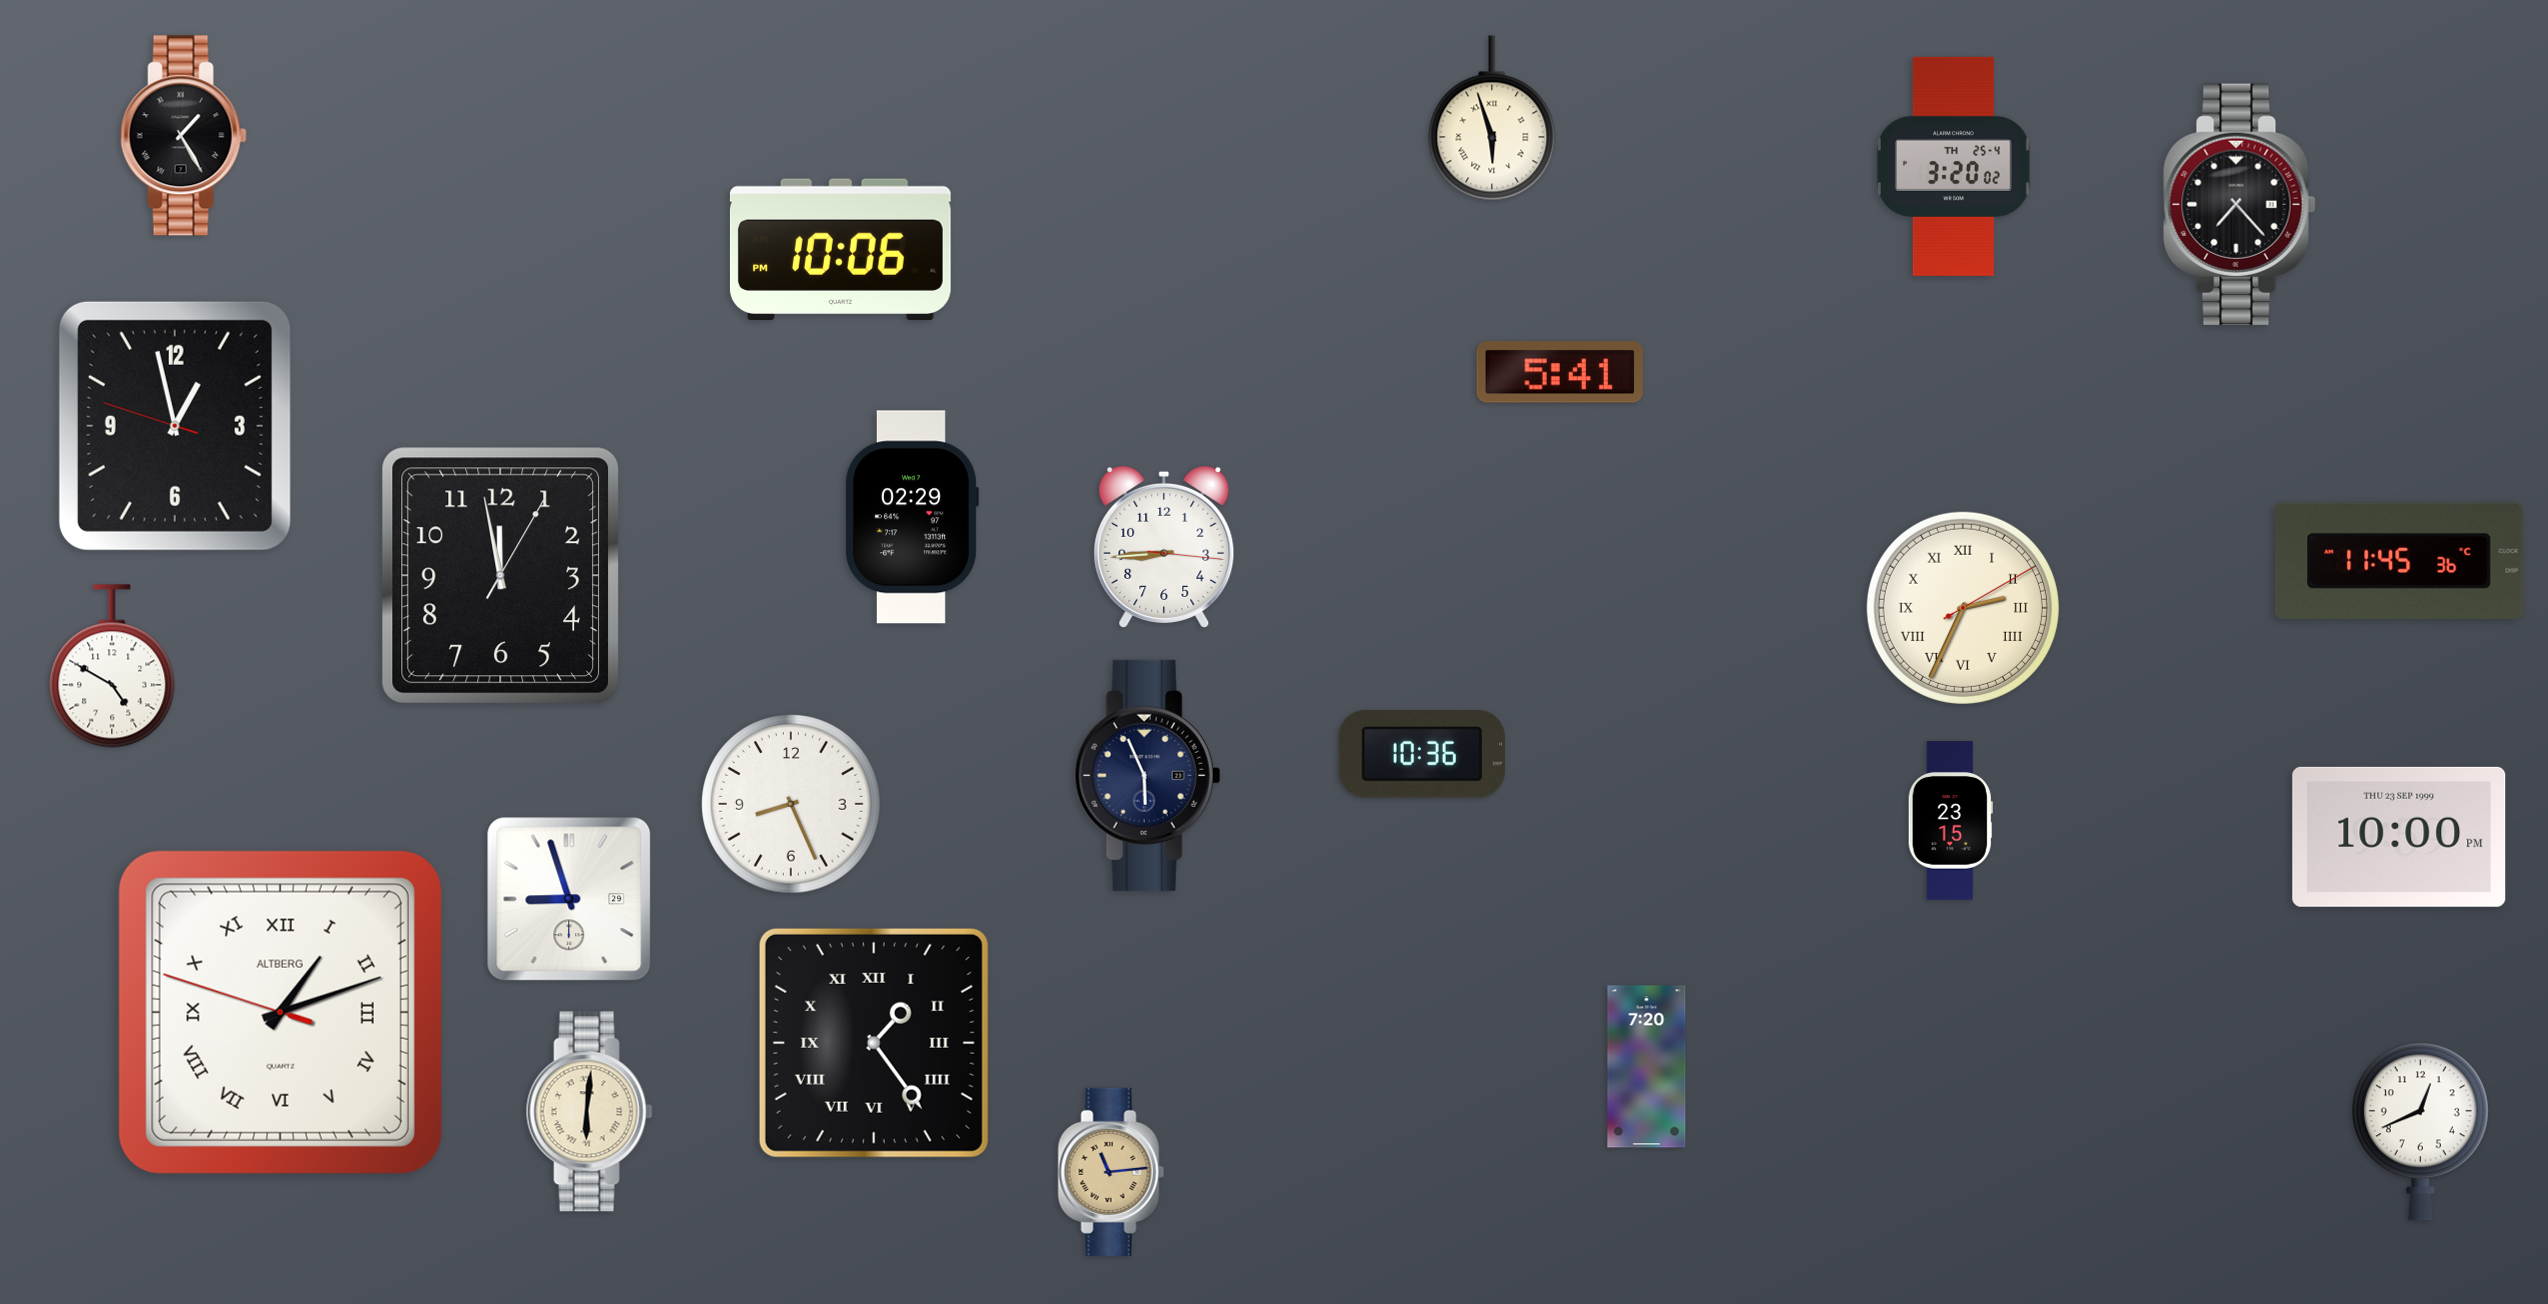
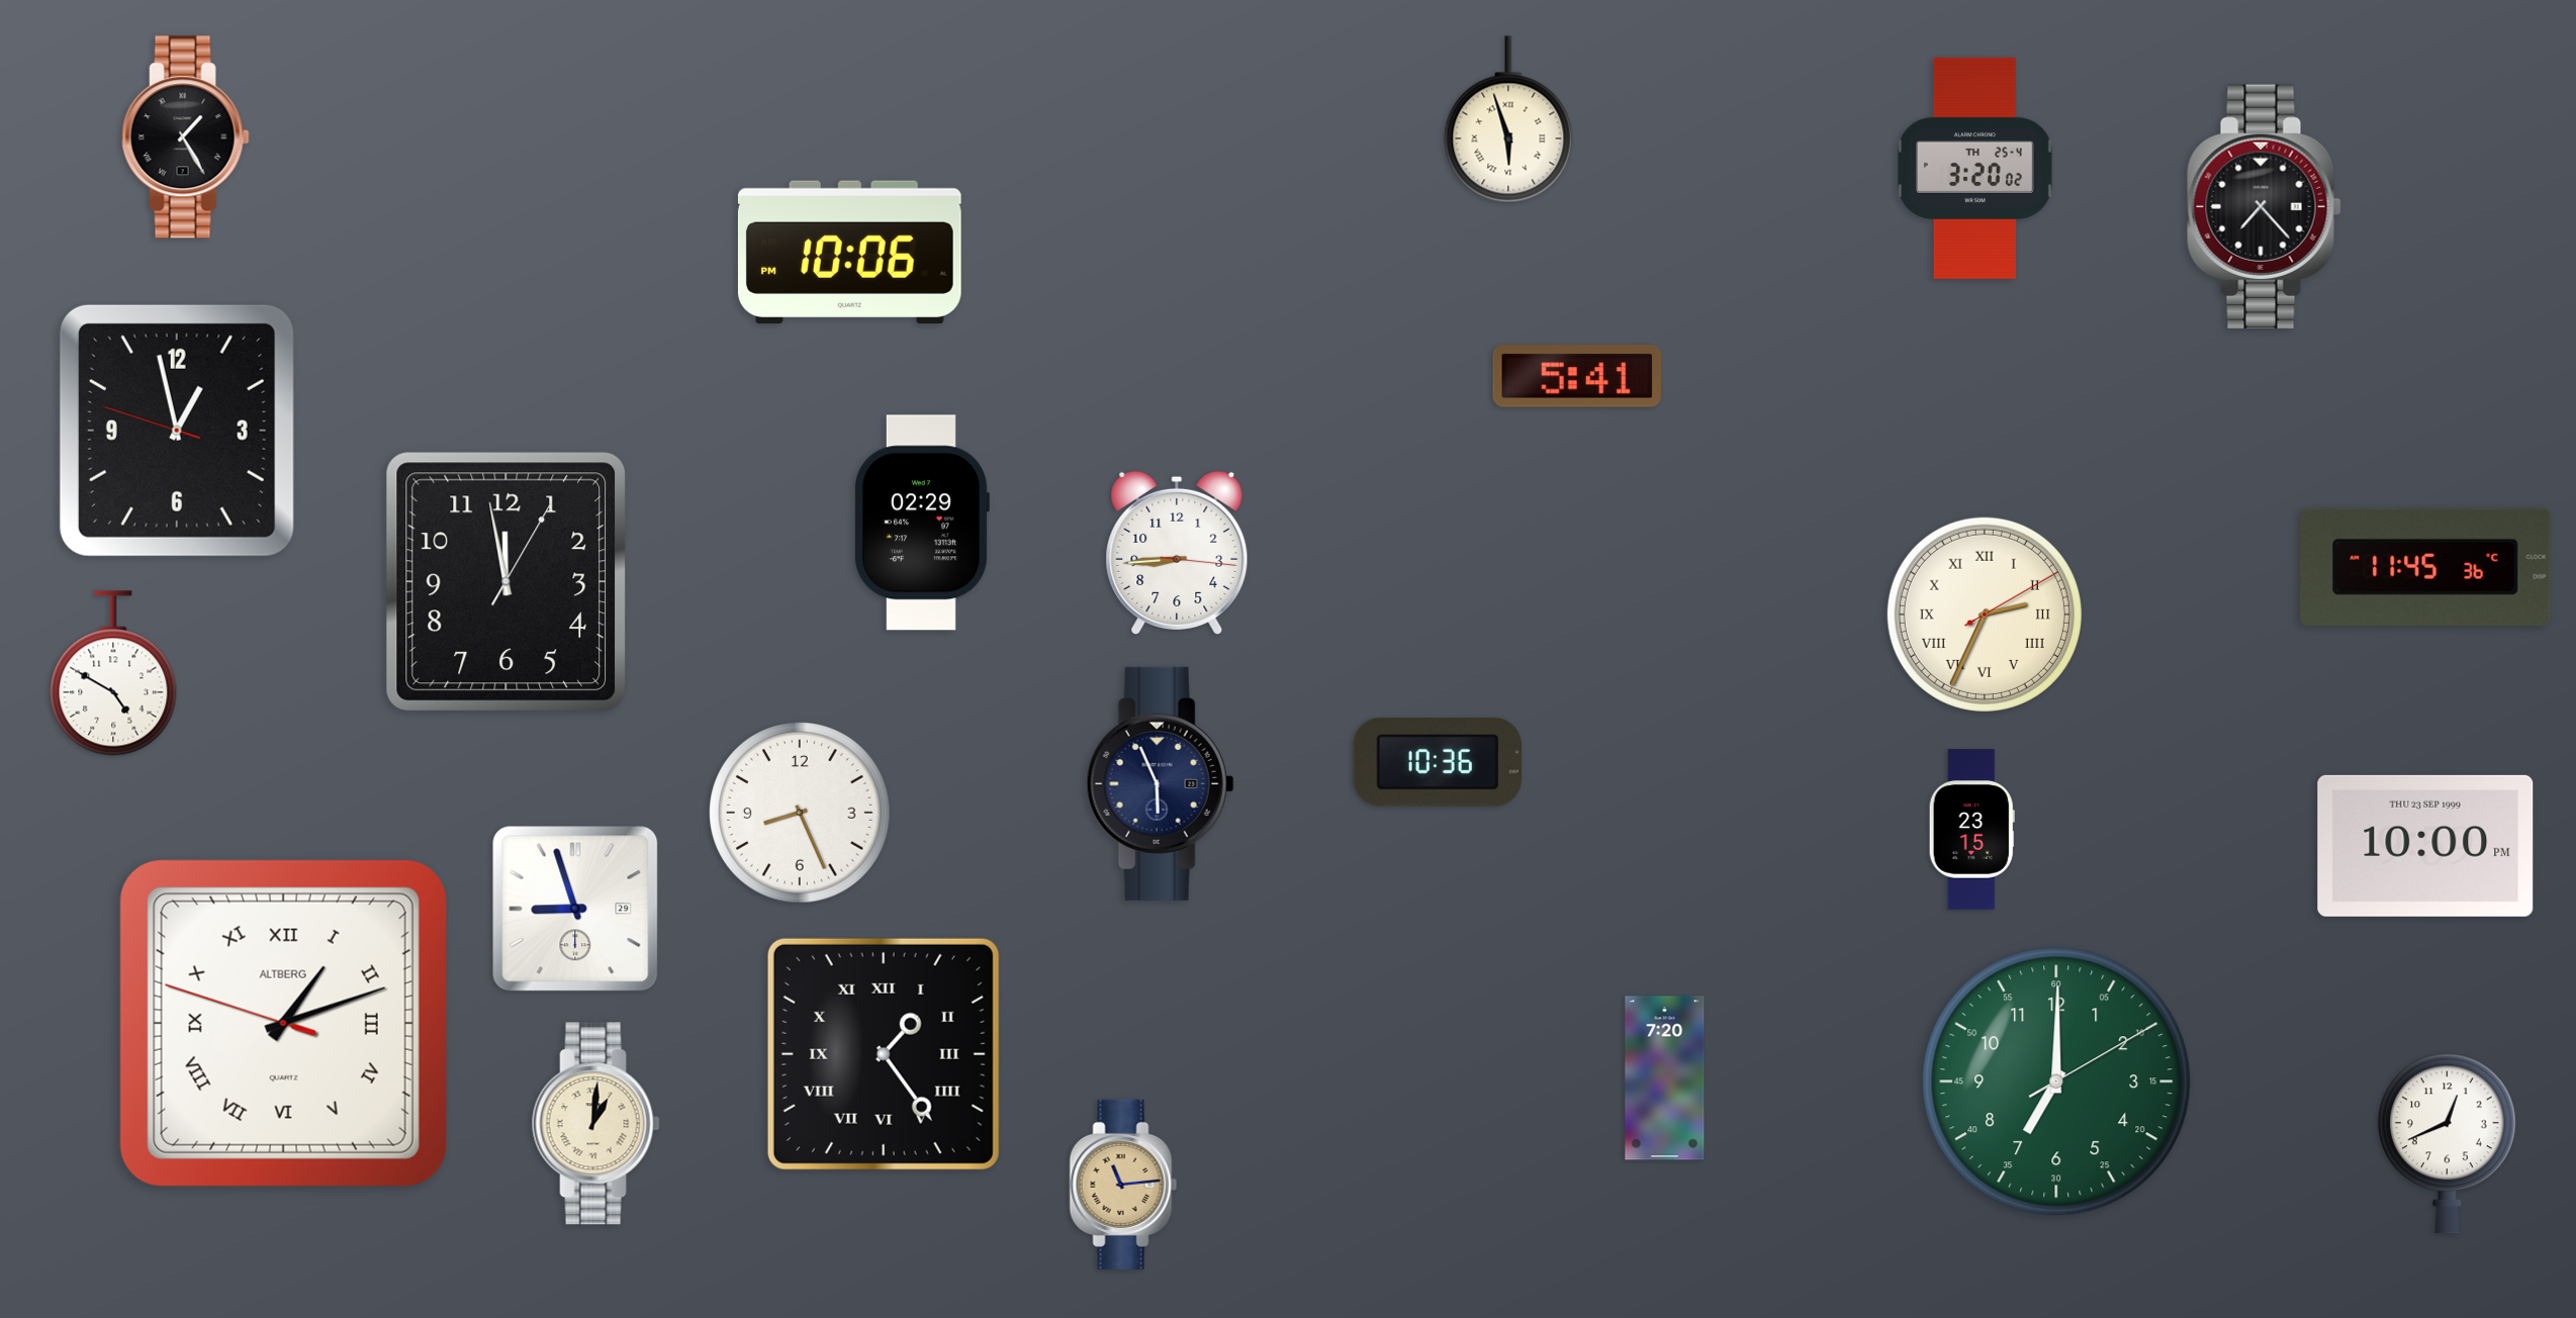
clock at (2056, 1081): none -> 7:00
clock at (589, 1112): 6:01 -> 1:01
